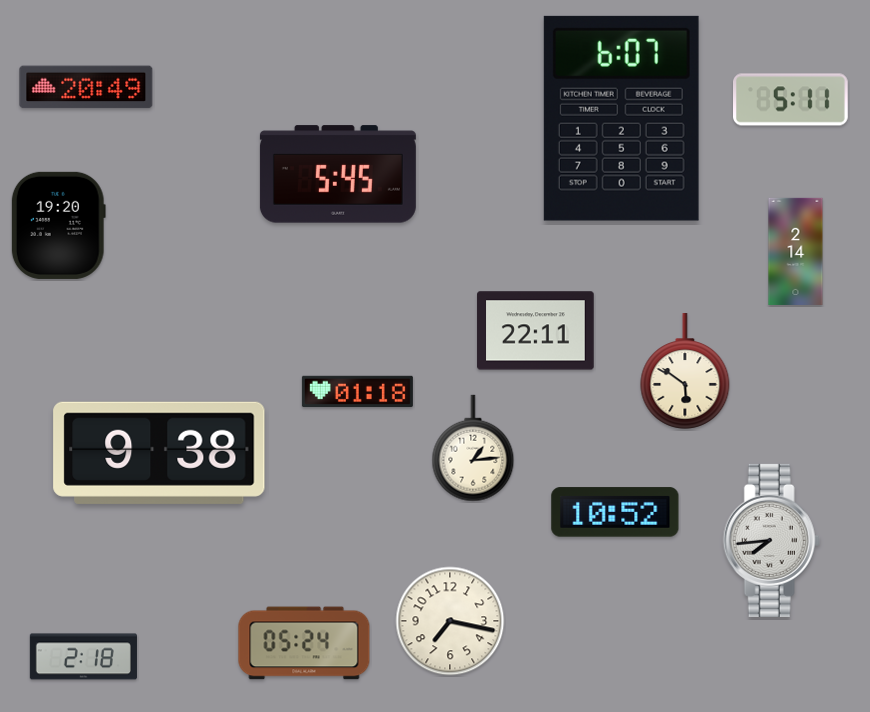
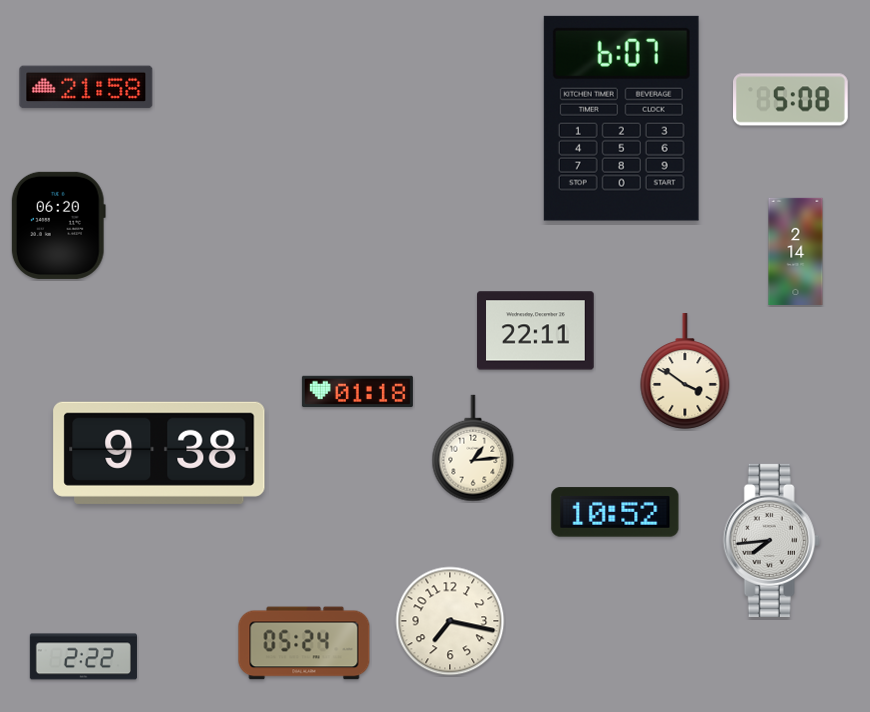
clock at (86, 87): 20:49 -> 21:58
clock at (791, 100): 5:11 -> 5:08
clock at (338, 174): 5:45 -> none
clock at (58, 225): 19:20 -> 06:20
clock at (685, 371): 5:51 -> 3:51
clock at (83, 657): 2:18 -> 2:22
